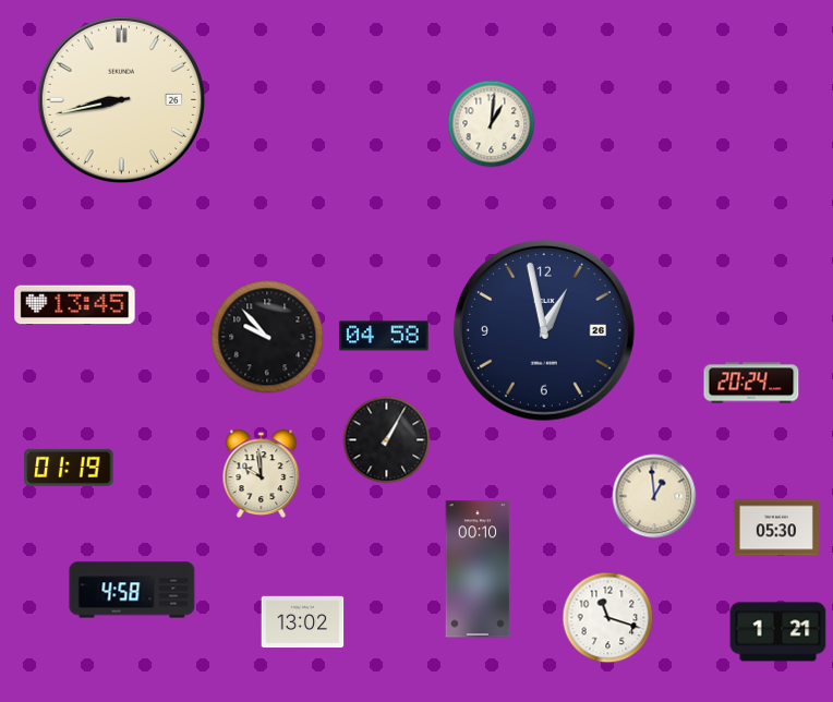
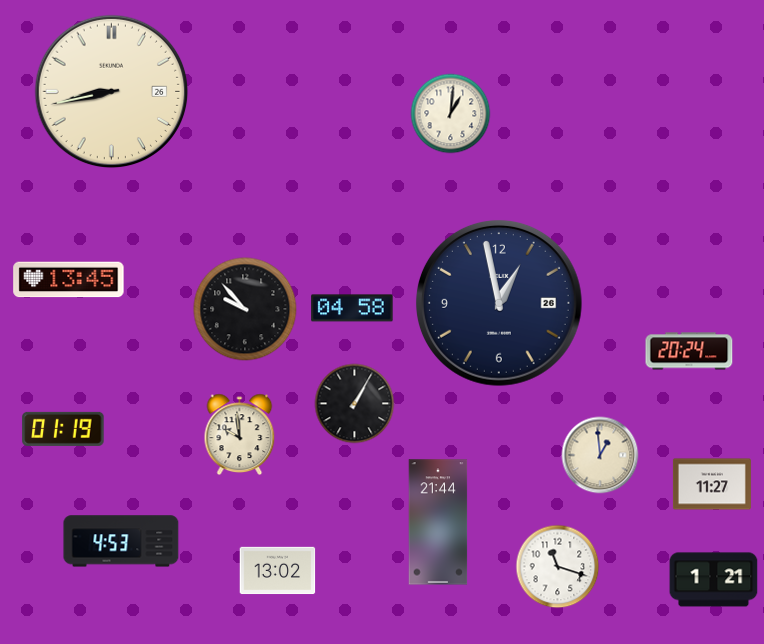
clock at (776, 528): 05:30 -> 11:27
clock at (478, 569): 00:10 -> 21:44
clock at (132, 590): 4:58 -> 4:53
